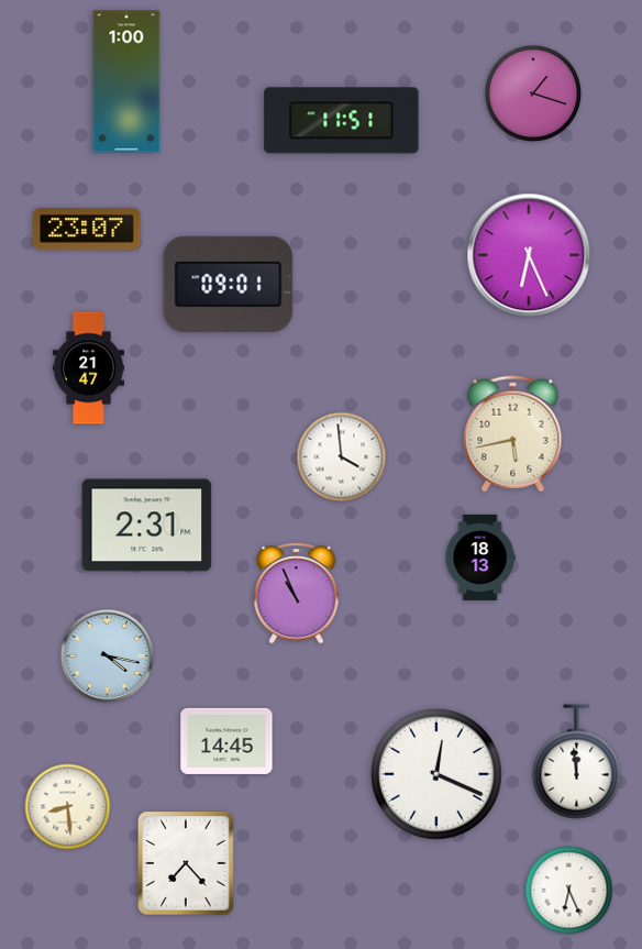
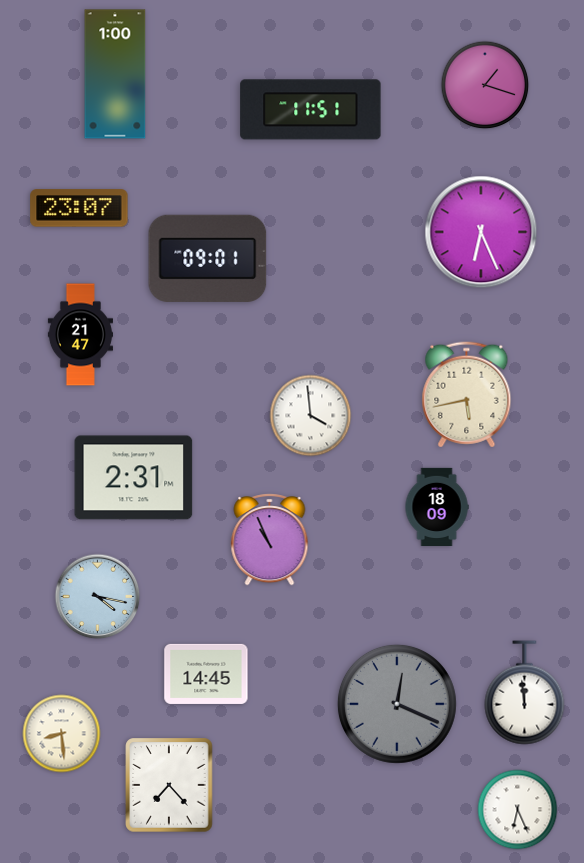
clock at (480, 556): 18:13 -> 18:09
clock at (436, 774) dial: white -> grey
